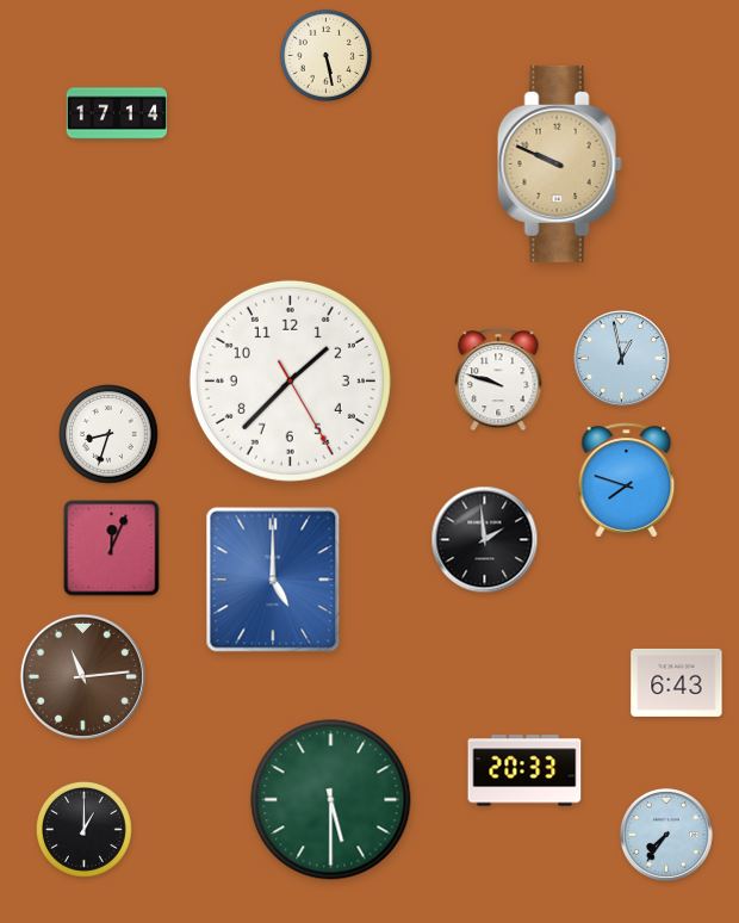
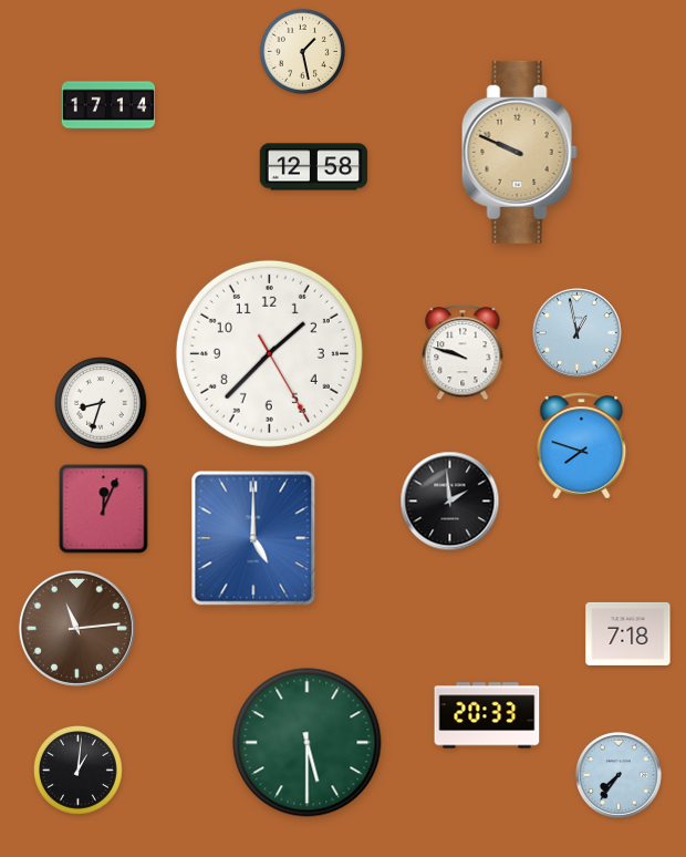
clock at (325, 55): 5:28 -> 1:28
clock at (314, 167): none -> 12:58
clock at (677, 682): 6:43 -> 7:18
clock at (85, 830): 1:00 -> 1:01
